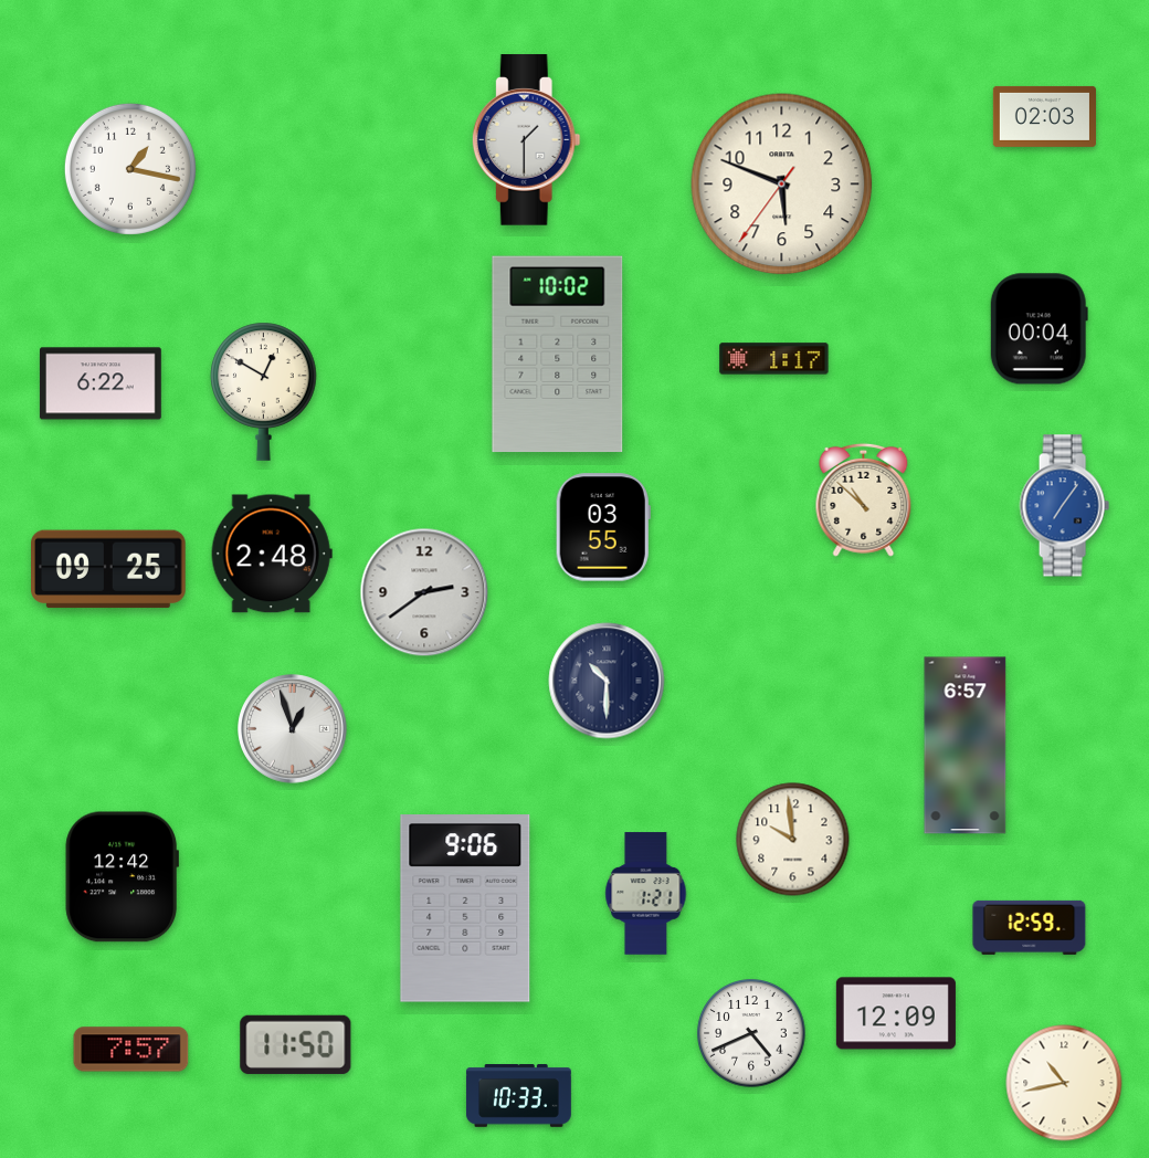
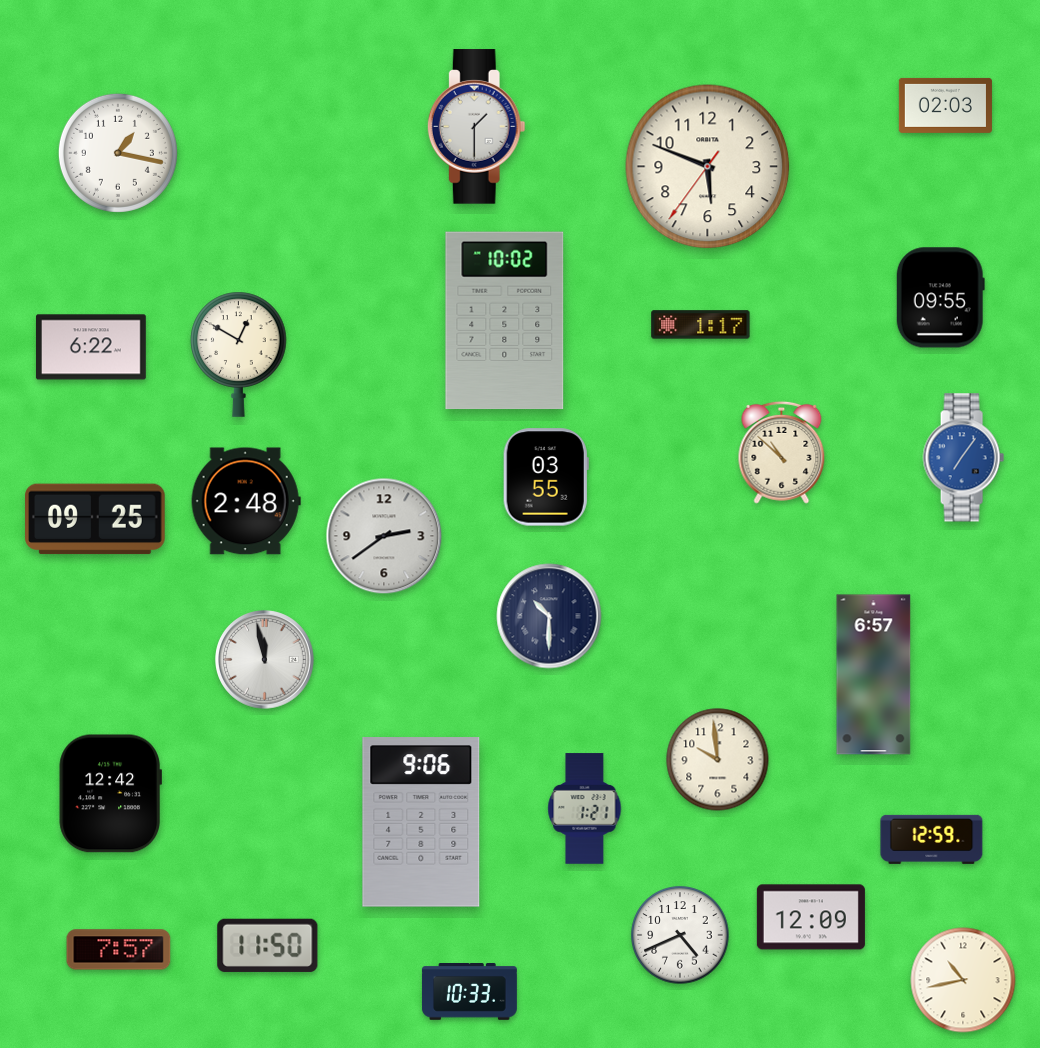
clock at (1039, 329): 00:04 -> 09:55
clock at (109, 569) position: (109, 569) -> (96, 519)
clock at (293, 729): 12:57 -> 11:58
